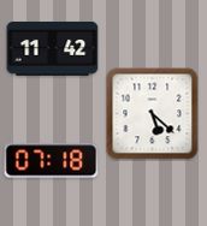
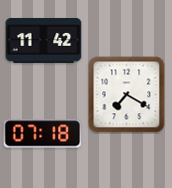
clock at (153, 114): 5:22 -> 7:20
